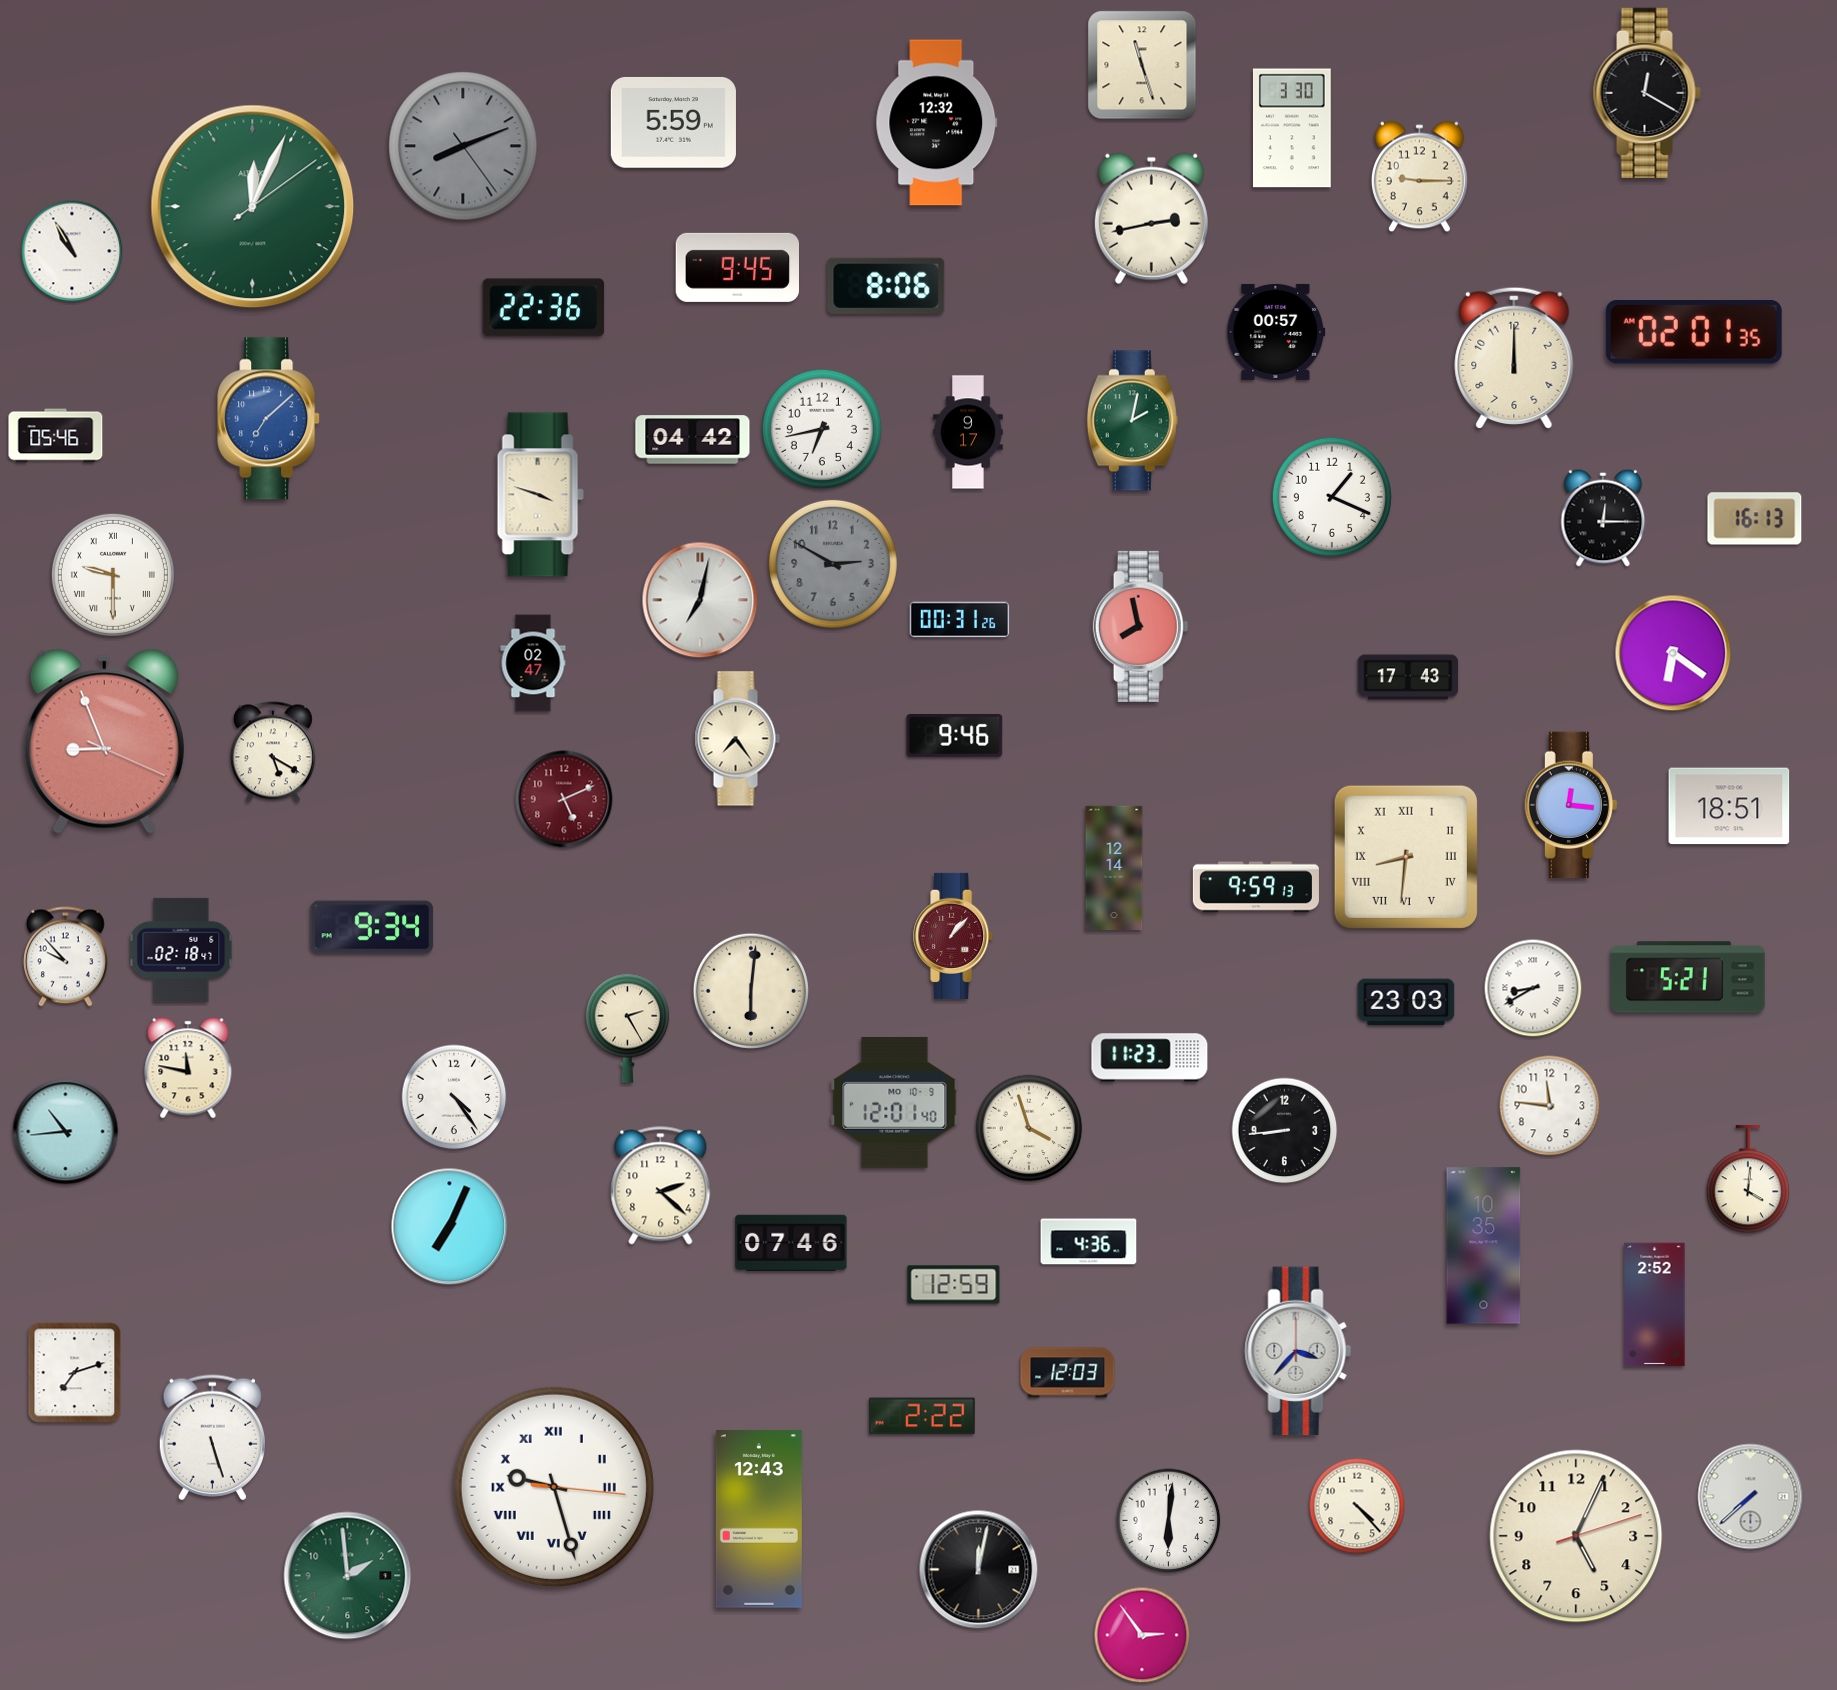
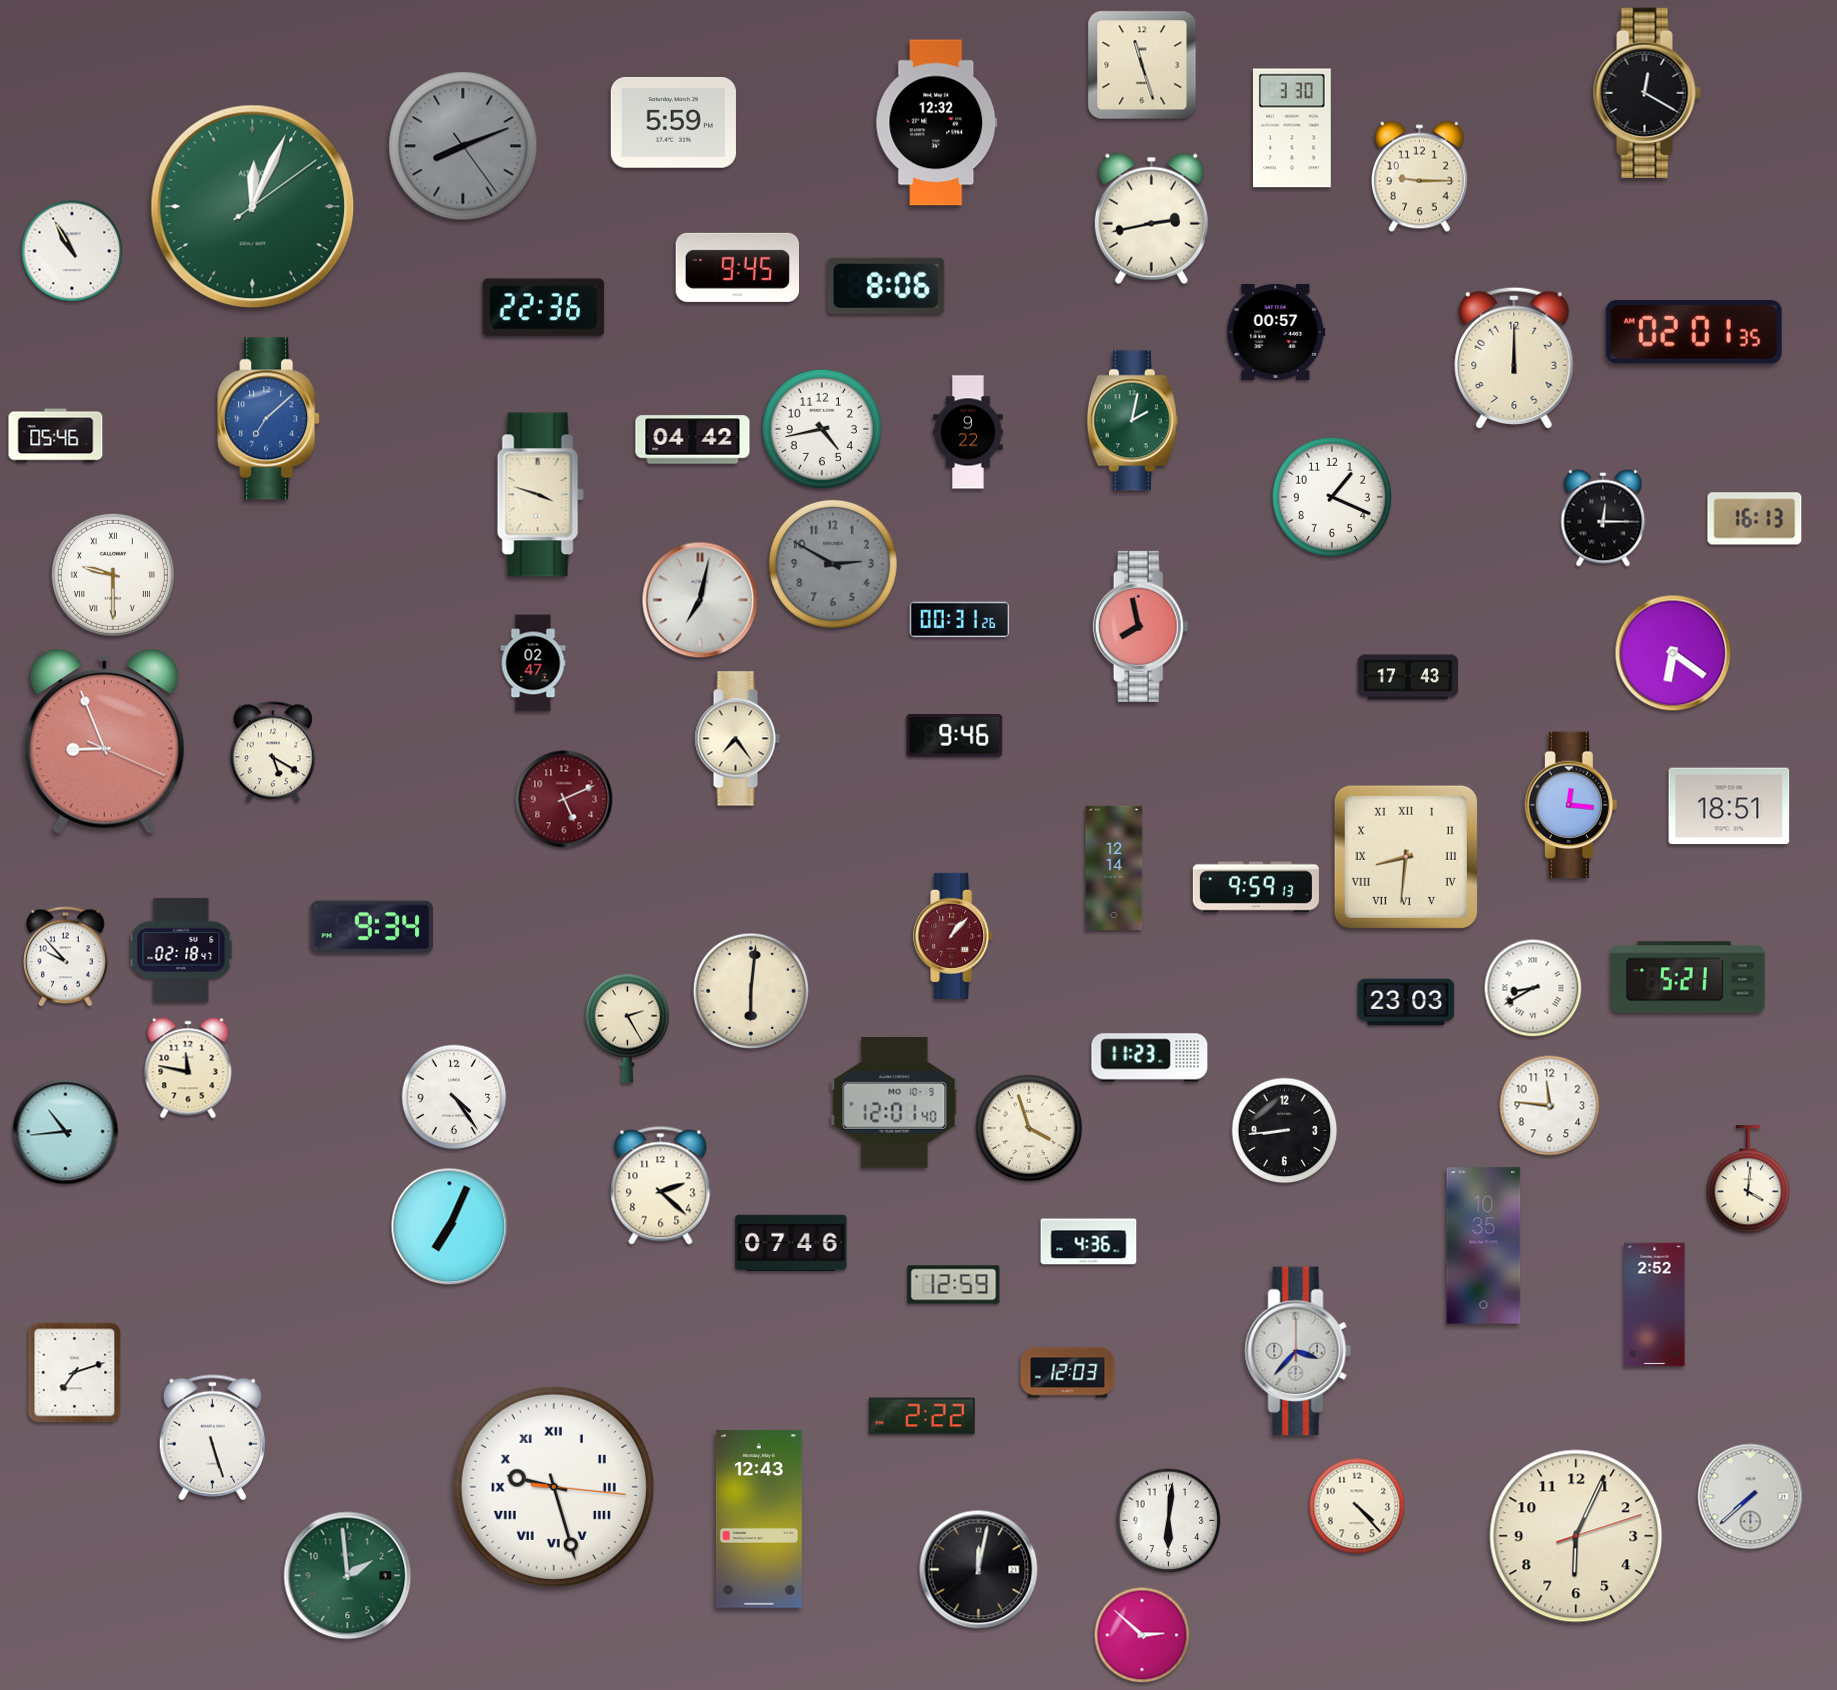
clock at (822, 429): 6:43 -> 4:43
clock at (968, 432): 9:17 -> 9:22
clock at (1576, 1536): 5:04 -> 6:04
clock at (1142, 1635): 2:54 -> 2:52
